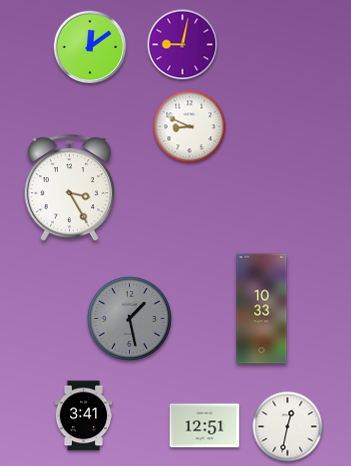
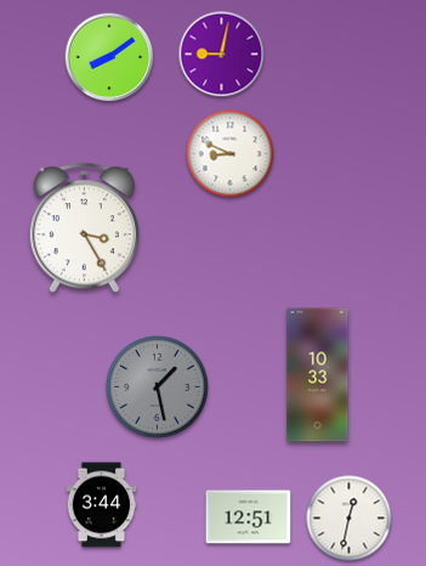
clock at (90, 47): 12:09 -> 8:09
clock at (84, 416): 3:41 -> 3:44
